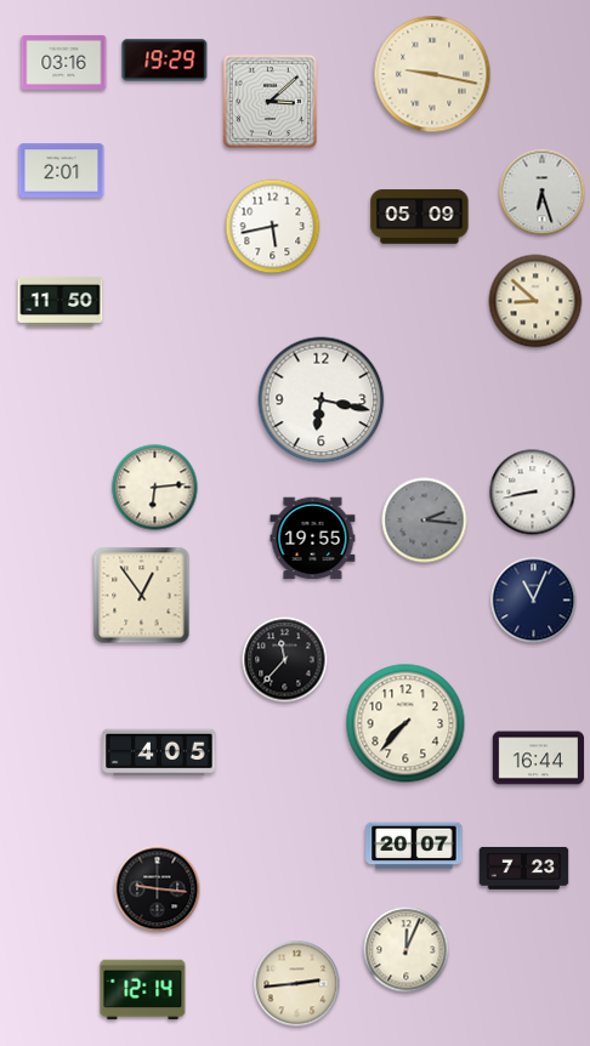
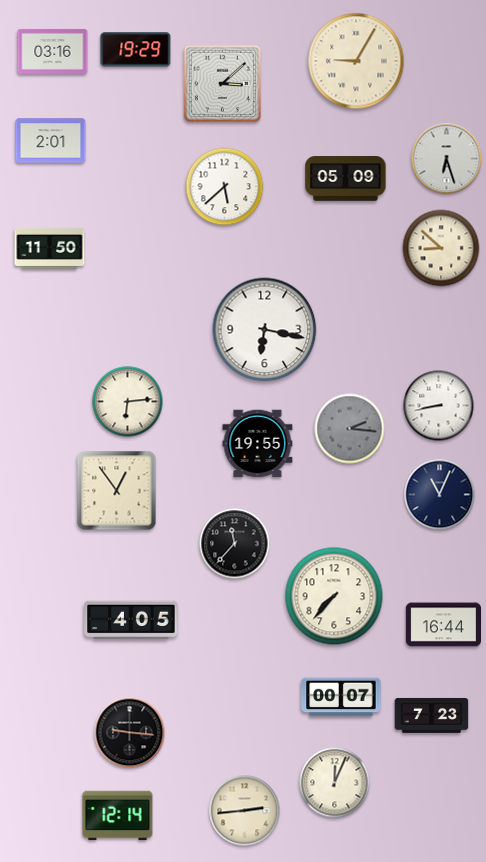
clock at (432, 74): 9:17 -> 9:05
clock at (273, 227): 5:43 -> 5:38
clock at (414, 846): 20:07 -> 00:07
